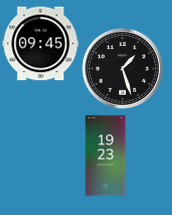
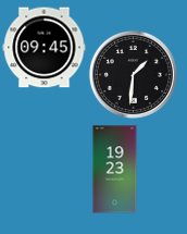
clock at (122, 68): 1:27 -> 1:31
